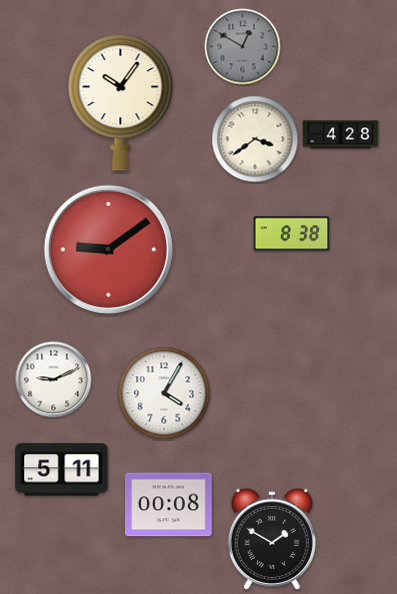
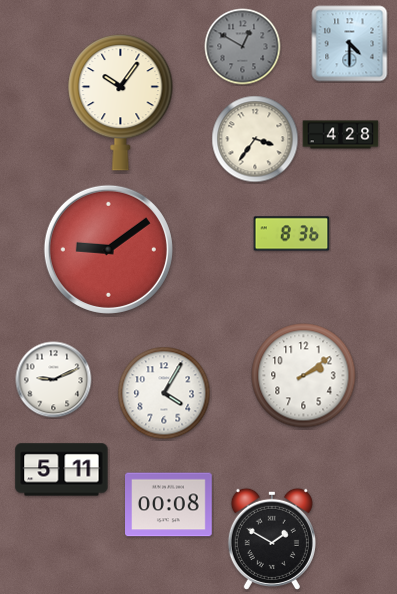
clock at (350, 44): none -> 4:30
clock at (255, 139): 3:39 -> 3:36
clock at (292, 234): 8:38 -> 8:36
clock at (304, 376): none -> 2:09
